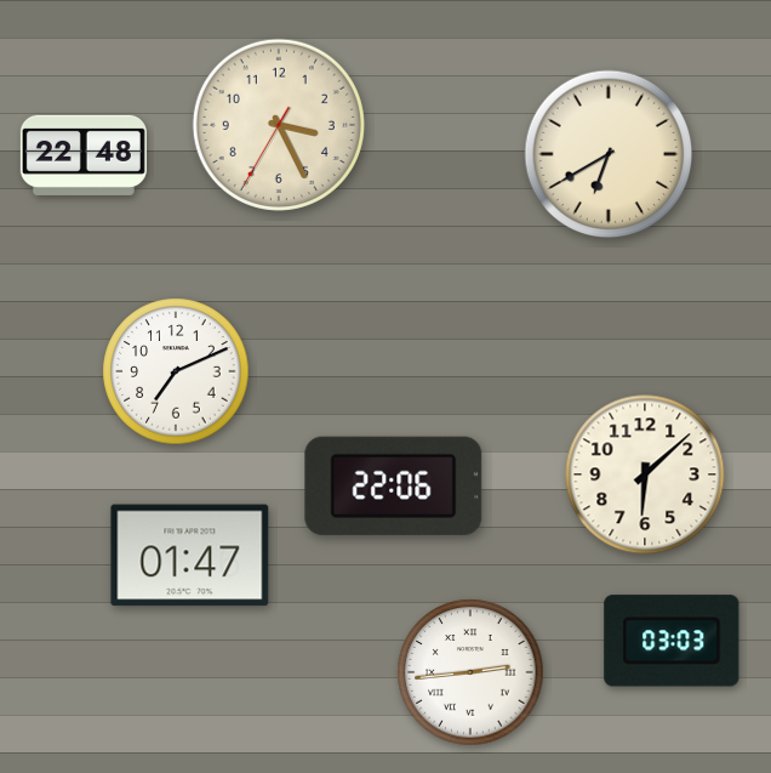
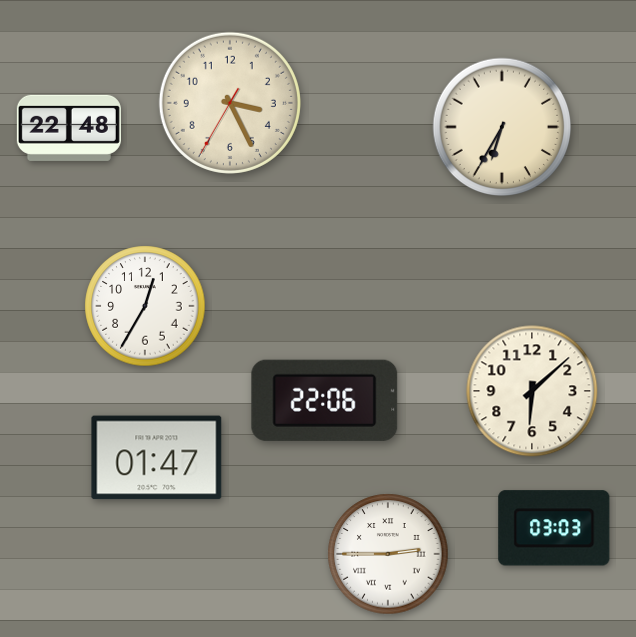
clock at (609, 154): 6:40 -> 6:35
clock at (176, 371): 7:11 -> 12:35
clock at (470, 672): 2:44 -> 2:45
